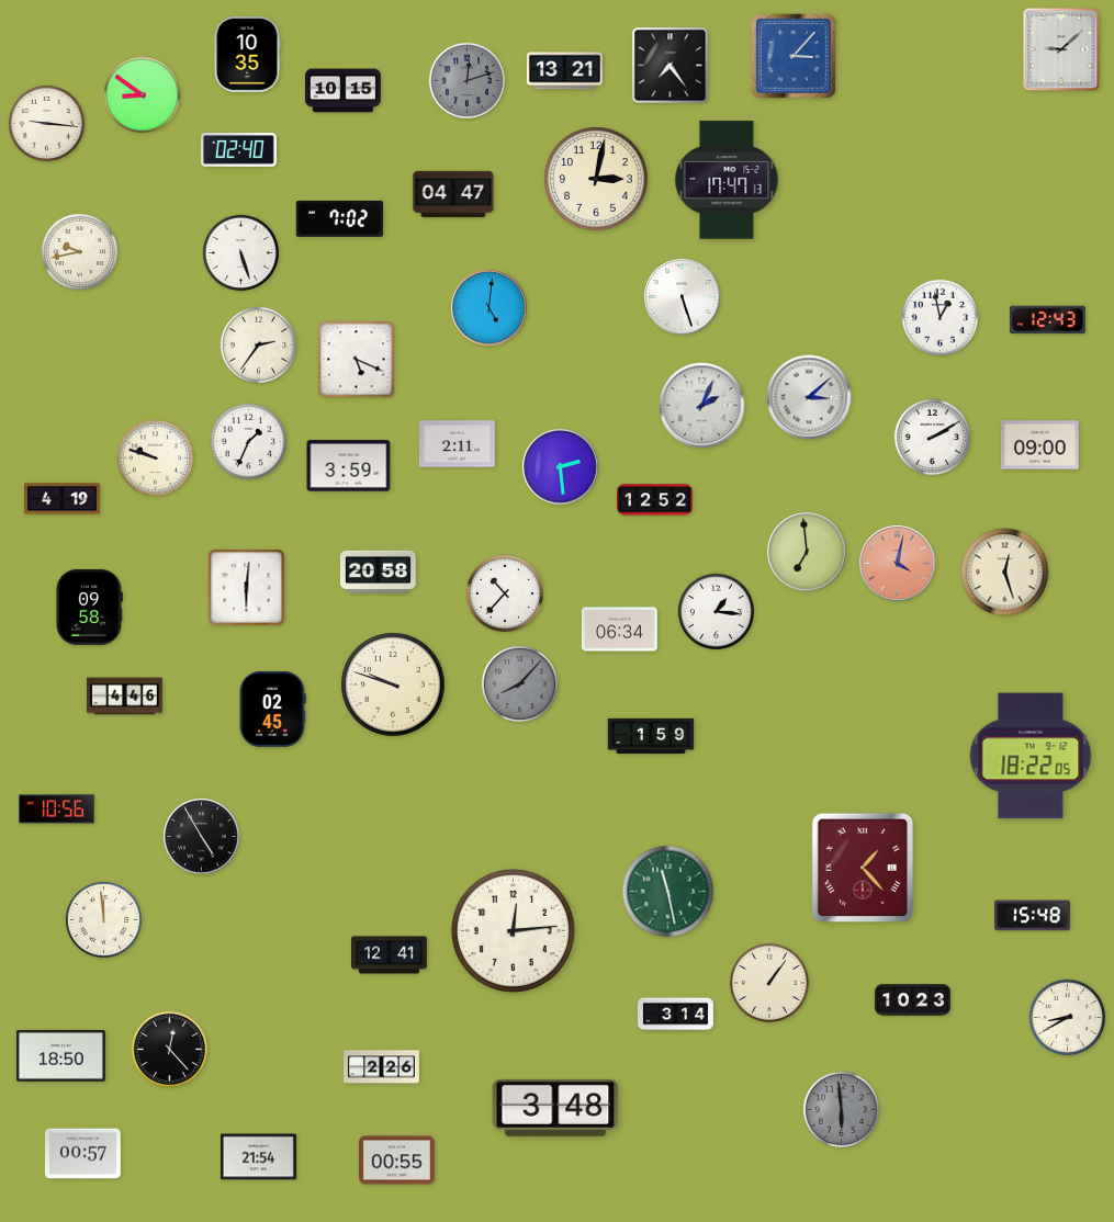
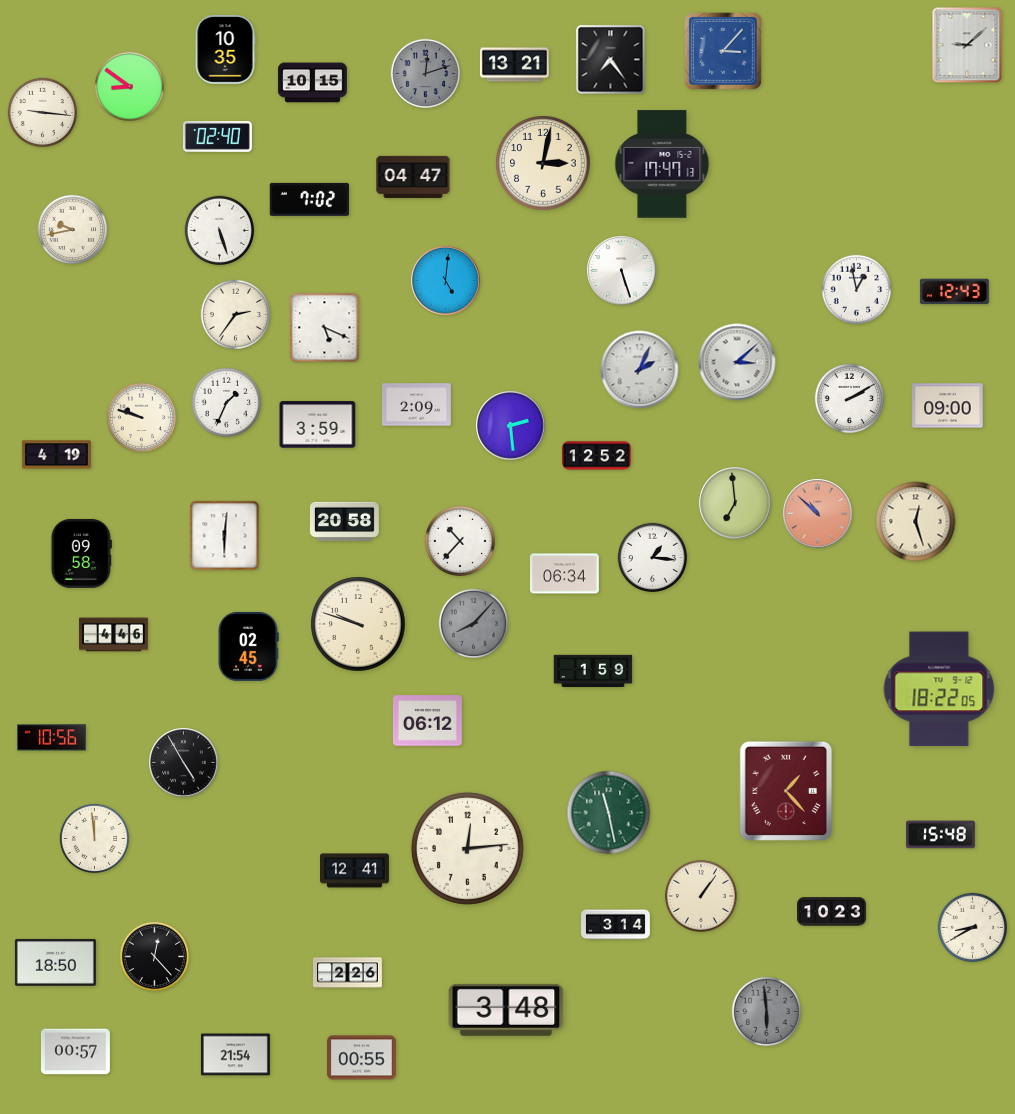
clock at (457, 444): 2:11 -> 2:09
clock at (898, 564): 4:02 -> 10:52
clock at (428, 721): none -> 06:12
